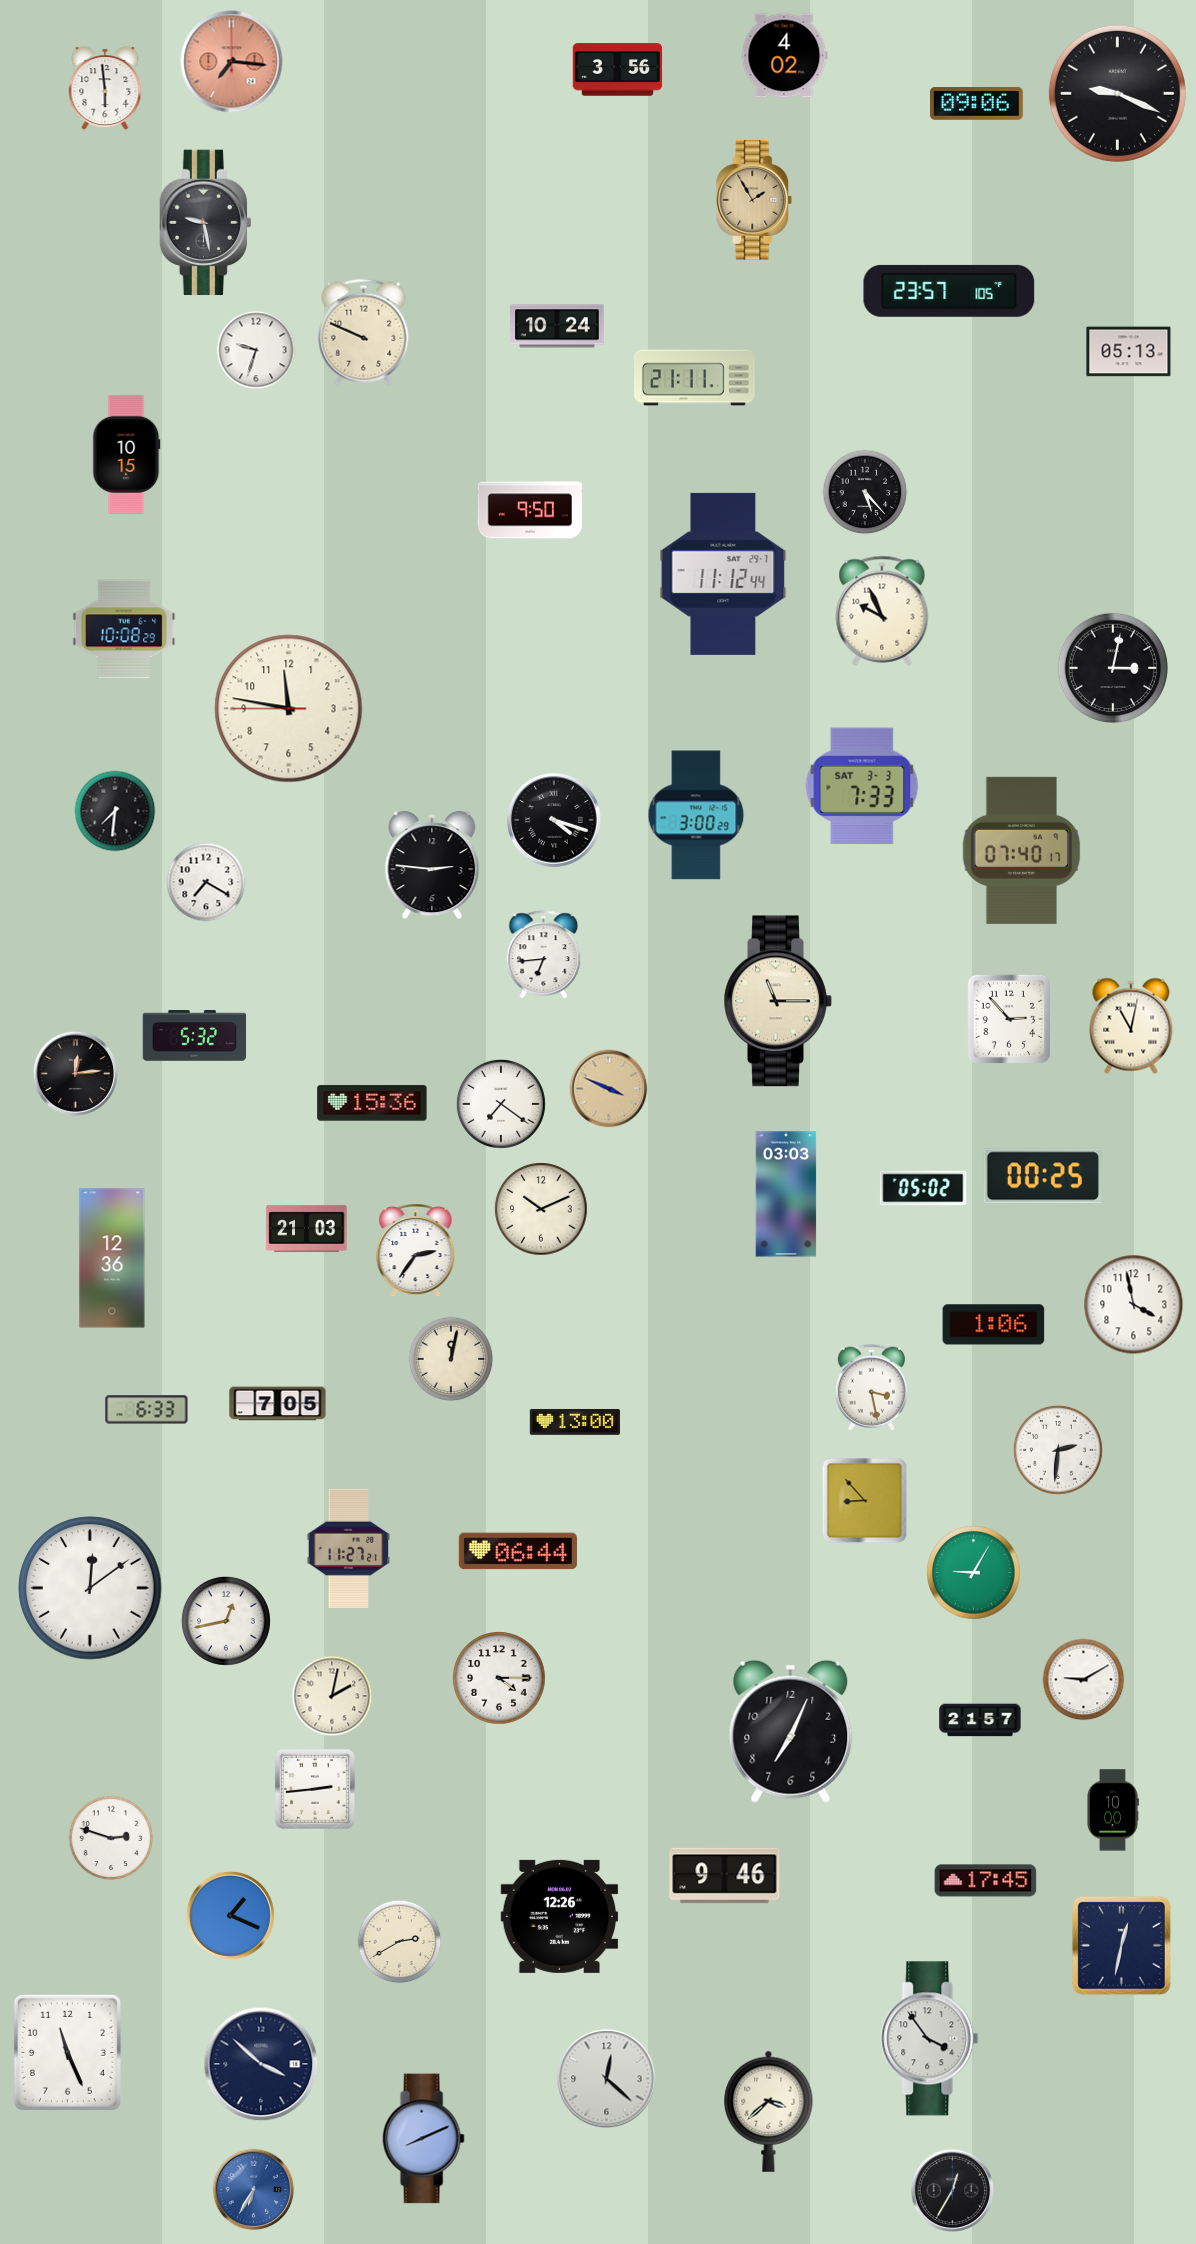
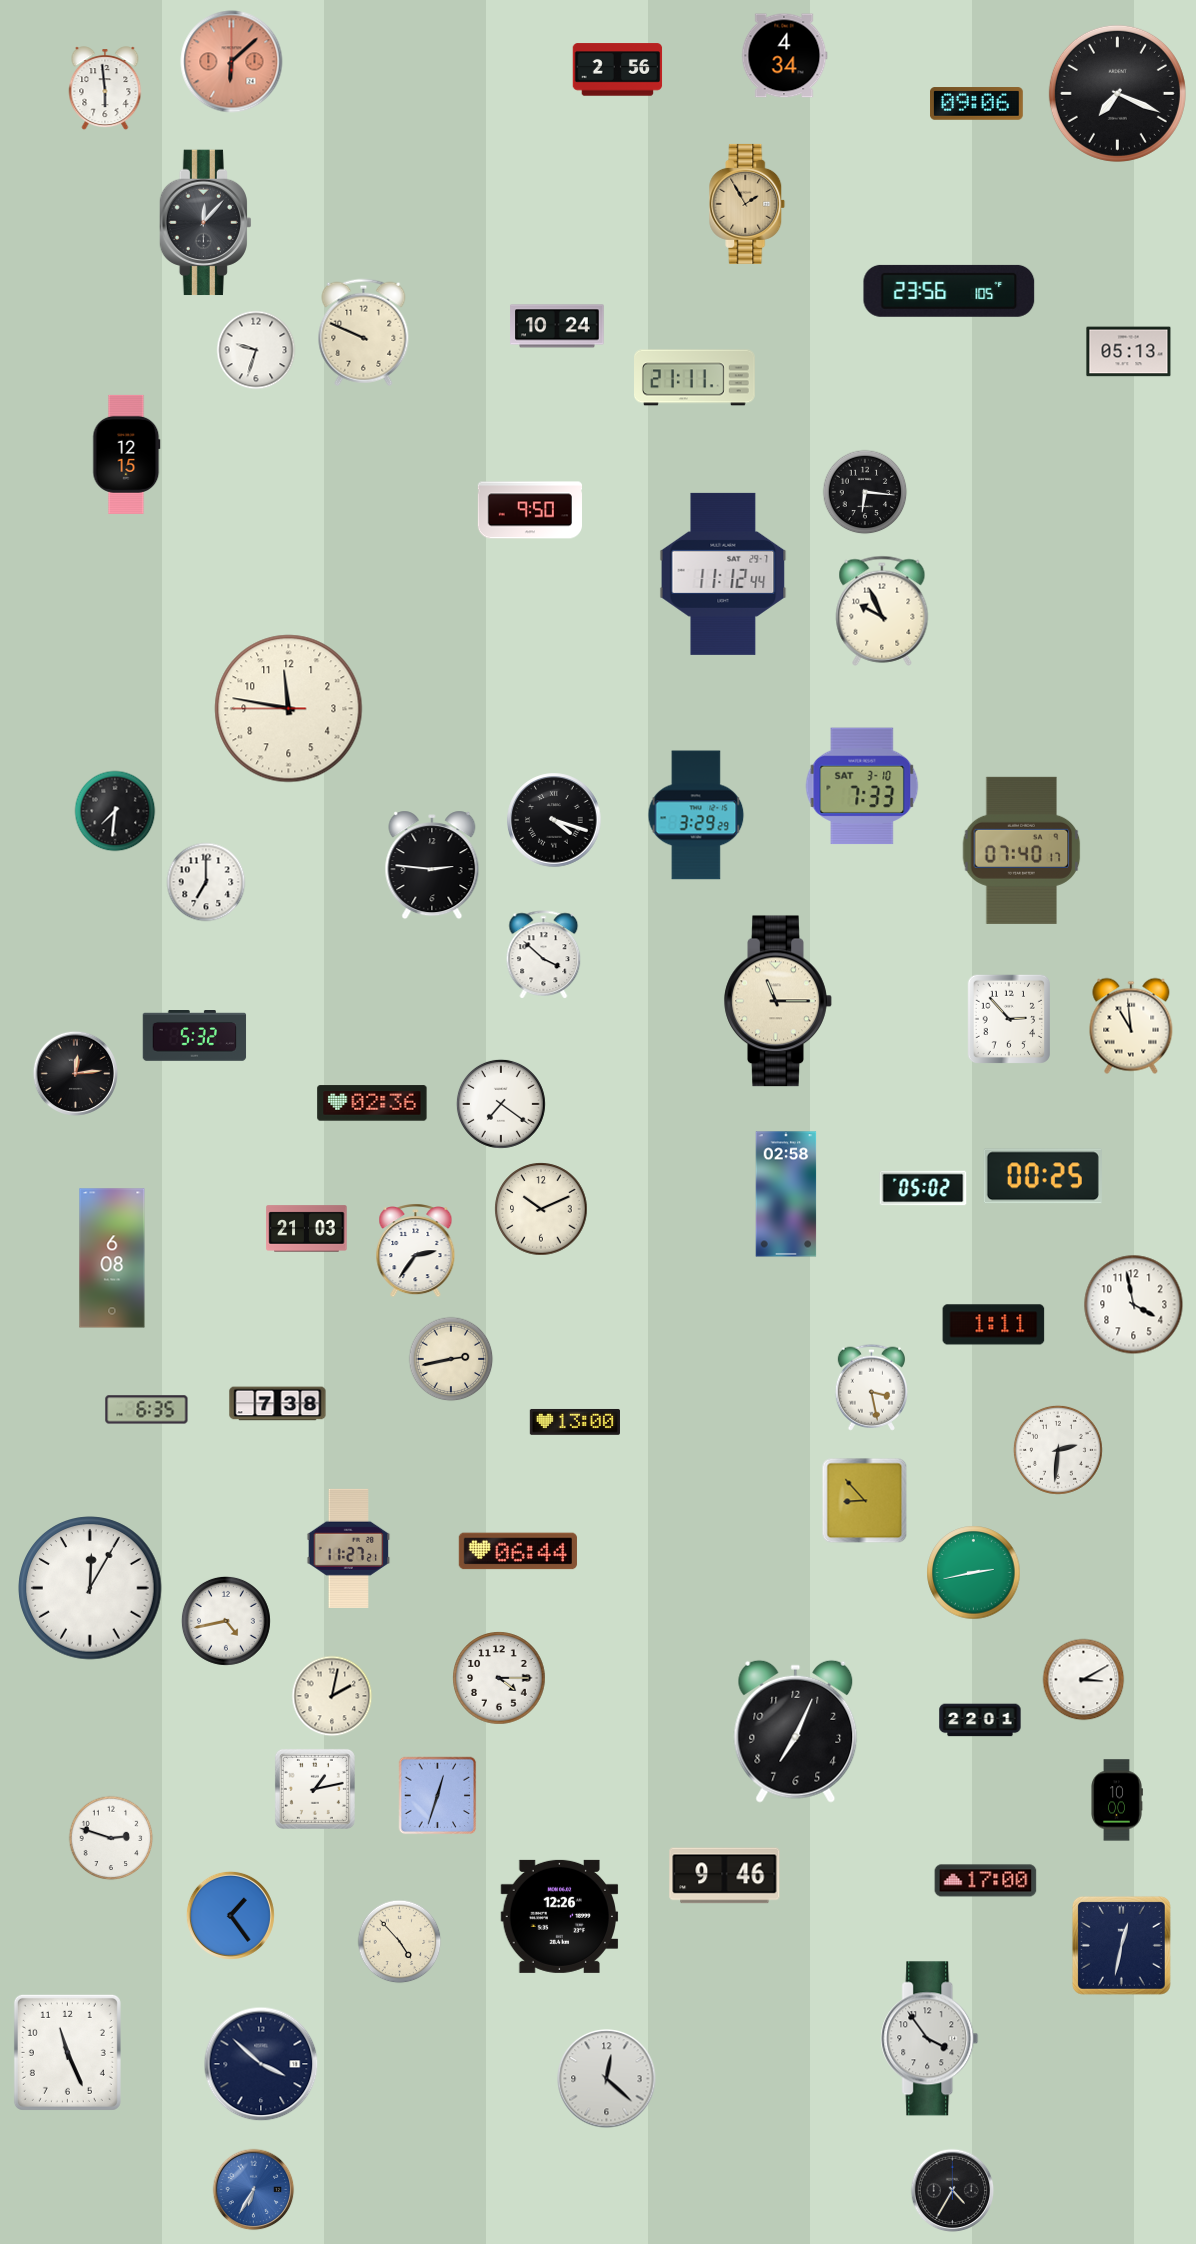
clock at (784, 56): 4:02 -> 4:34
clock at (232, 62): 7:16 -> 6:08
clock at (618, 70): 3:56 -> 2:56
clock at (1117, 93): 9:19 -> 7:19
clock at (754, 200) position: (754, 200) -> (747, 204)
clock at (205, 223): 9:28 -> 12:07
clock at (949, 291): 23:57 -> 23:56
clock at (127, 454): 10:15 -> 12:15
clock at (865, 492): 5:23 -> 6:16
clock at (124, 629): 10:08 -> none
clock at (1112, 667): 3:02 -> none
clock at (862, 786) date: SAT 3-3 -> SAT 3-10
clock at (696, 815): 3:00 -> 3:29
clock at (206, 882): 7:20 -> 7:00
clock at (544, 954): 6:44 -> 3:52
clock at (1131, 1026): 11:02 -> 10:59
clock at (609, 1089): 3:49 -> none
clock at (372, 1103): 15:36 -> 02:36
clock at (786, 1194): 03:03 -> 02:58
clock at (112, 1258): 12:36 -> 6:08
clock at (994, 1325): 1:06 -> 1:11
clock at (451, 1359): 12:02 -> 2:43
clock at (278, 1404): 7:05 -> 7:38
clock at (147, 1410): 6:33 -> 6:35
clock at (974, 1573): 9:05 -> 2:43
clock at (90, 1588): 12:09 -> 12:05
clock at (226, 1621): 12:43 -> 4:43
clock at (1084, 1680): 9:10 -> 3:10
clock at (980, 1720): 21:57 -> 22:01
clock at (791, 1731) position: (791, 1731) -> (796, 1731)
clock at (315, 1789): 2:44 -> 1:13
clock at (438, 1796): none -> 12:33
clock at (1113, 1810) position: (1113, 1810) -> (1117, 1800)
clock at (986, 1881): 17:45 -> 17:00
clock at (230, 1915): 1:19 -> 1:24
clock at (400, 1942): 2:40 -> 4:53
clock at (769, 2111): 3:38 -> none
clock at (423, 2139): 8:11 -> none
clock at (953, 2191): 12:35 -> 4:35
